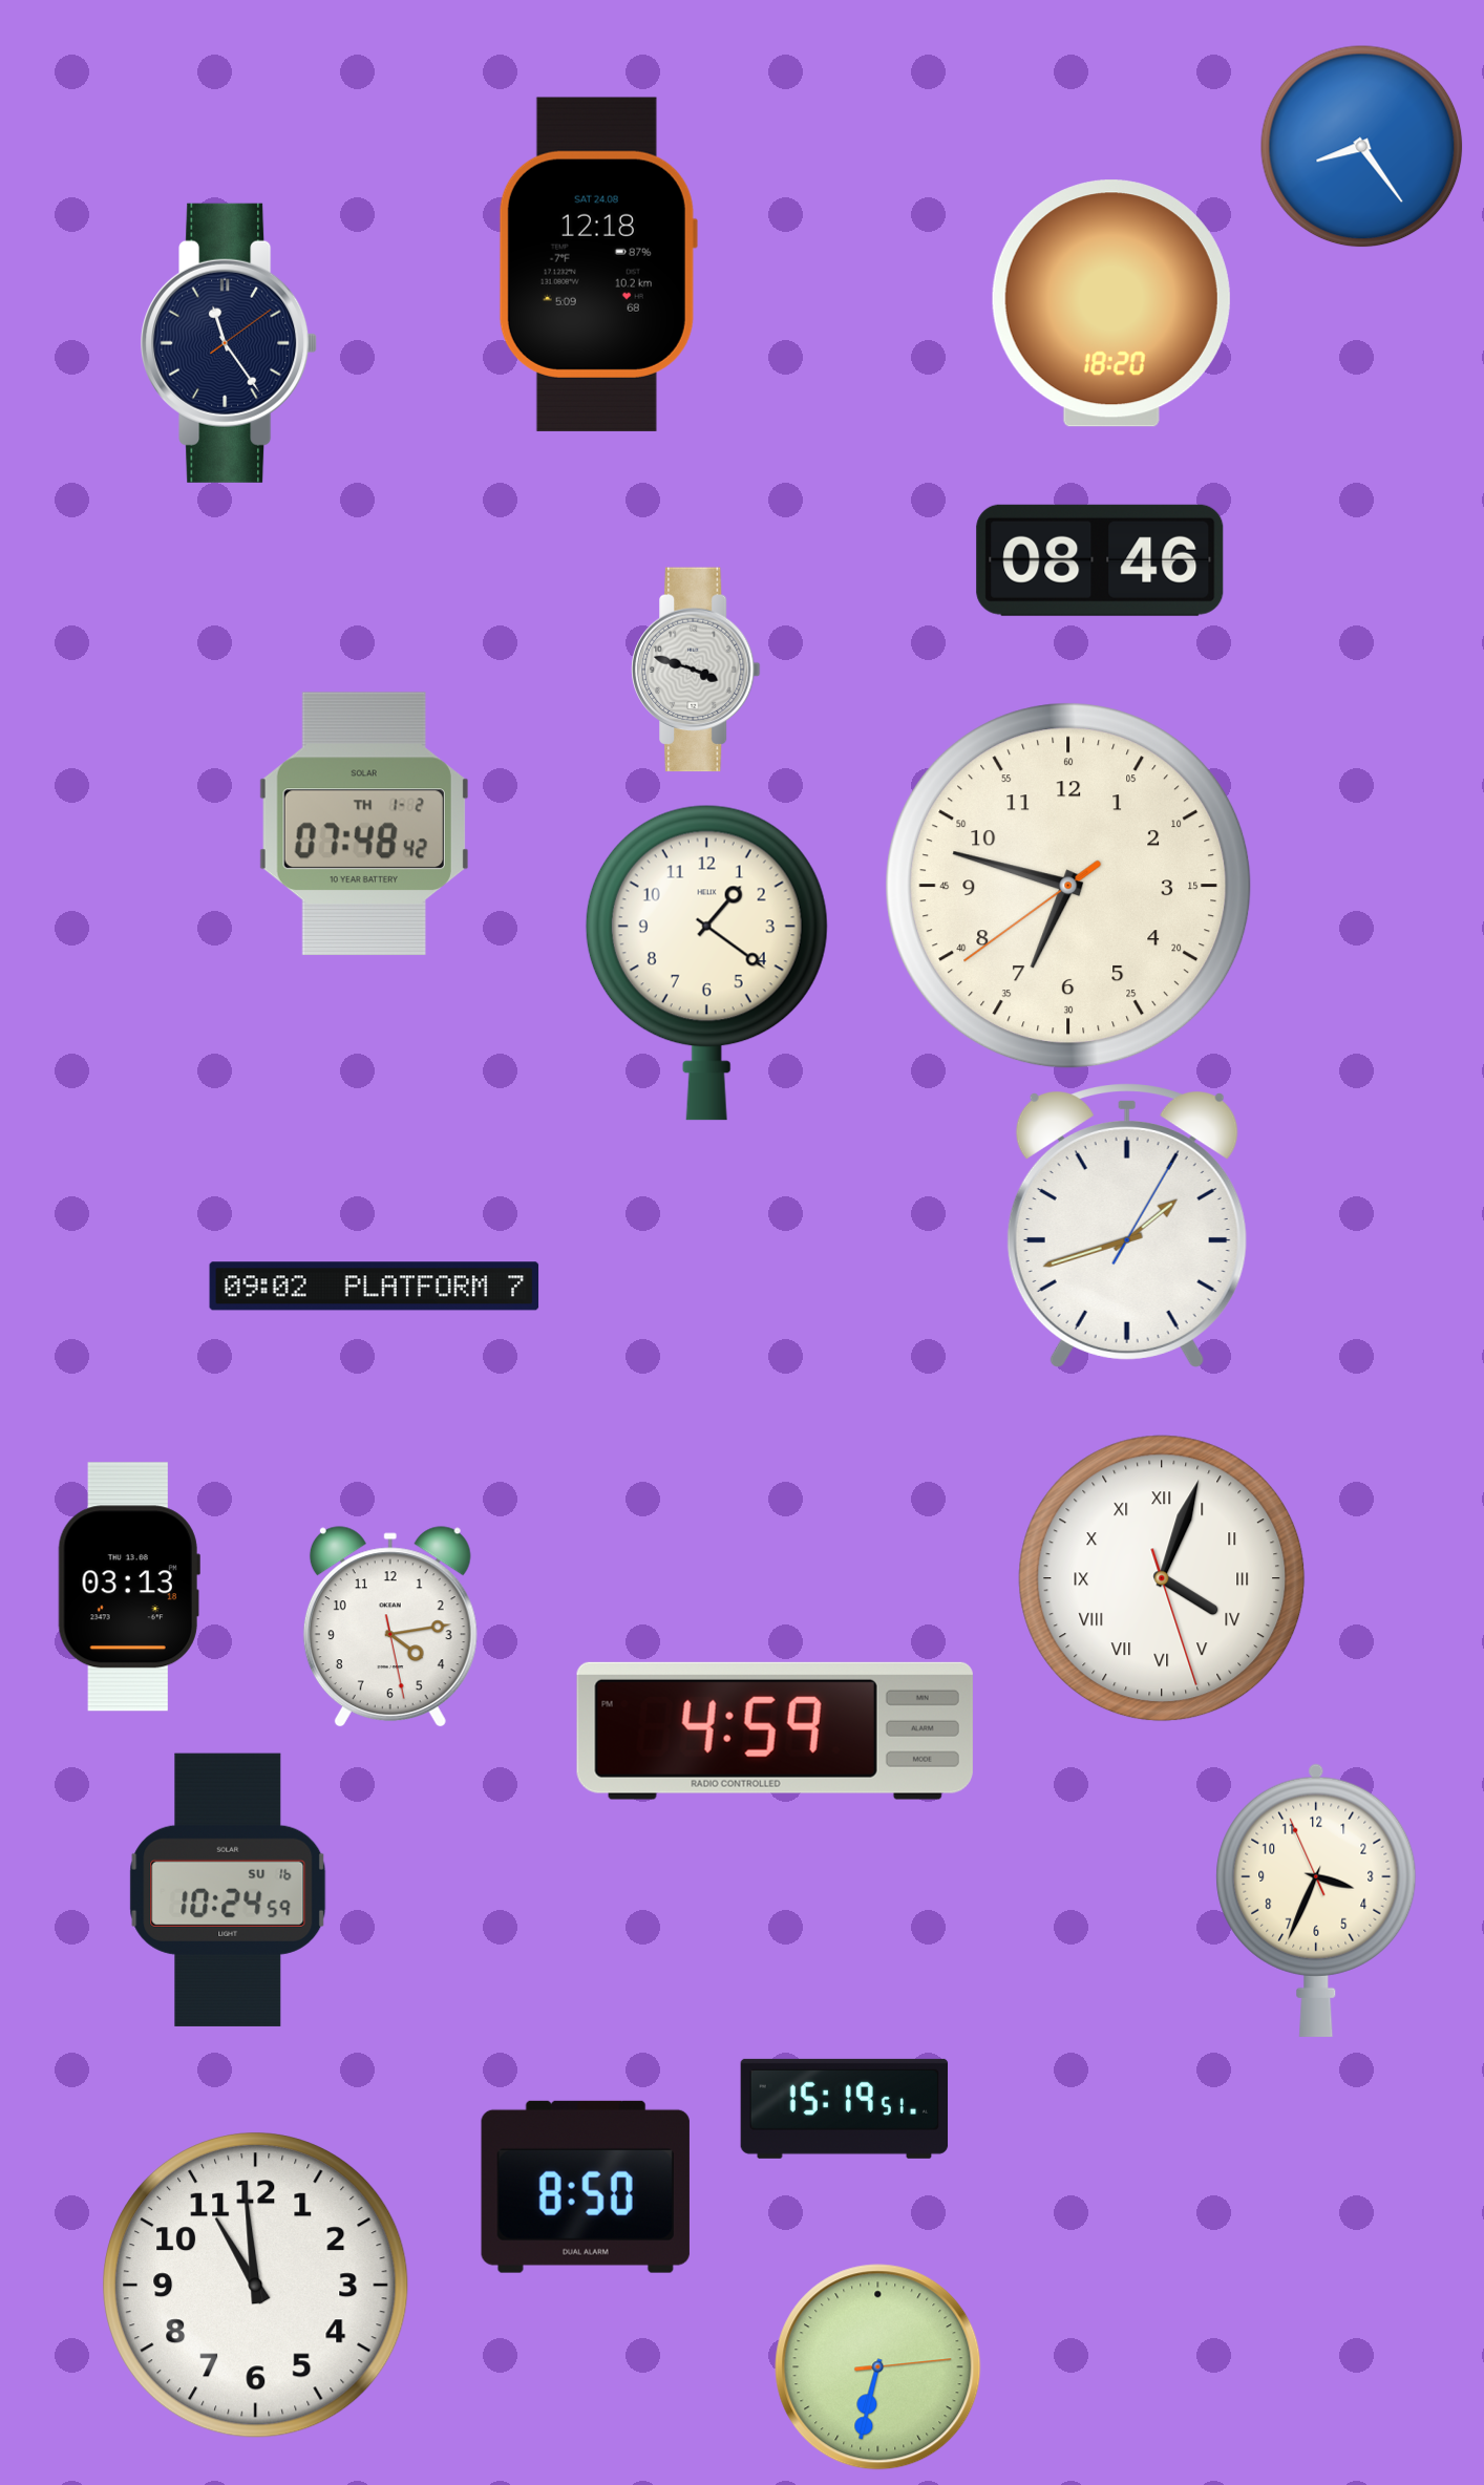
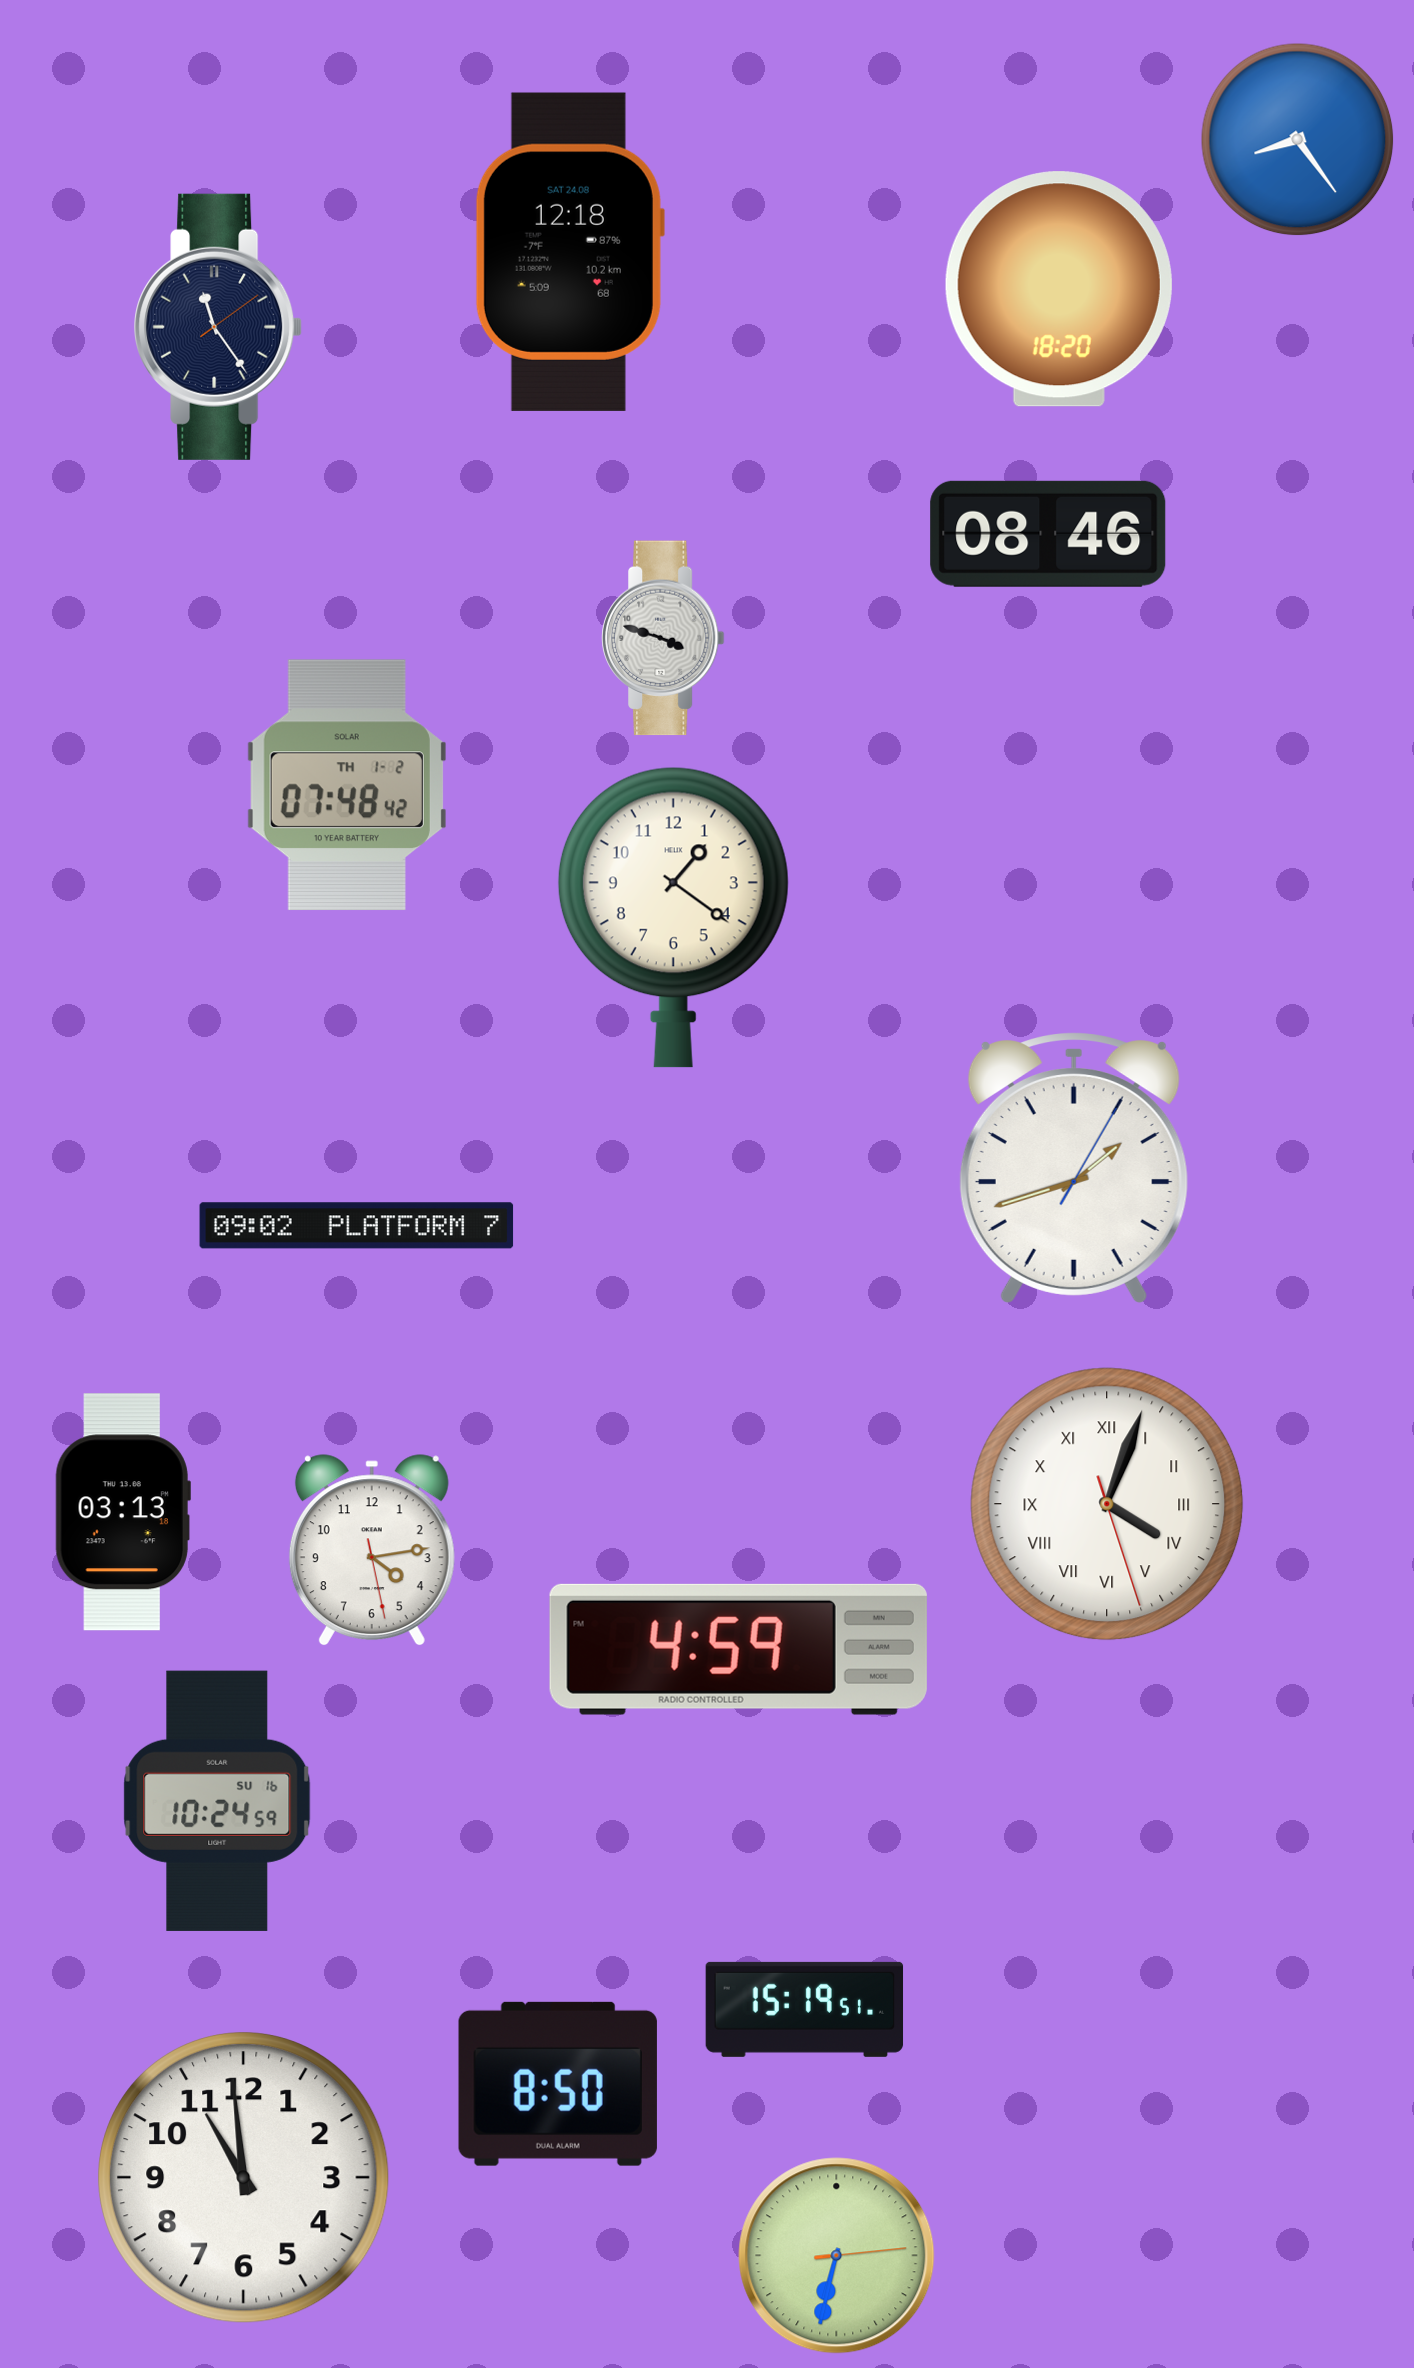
clock at (1068, 886): 6:47 -> none
clock at (1316, 1900): 3:33 -> none
